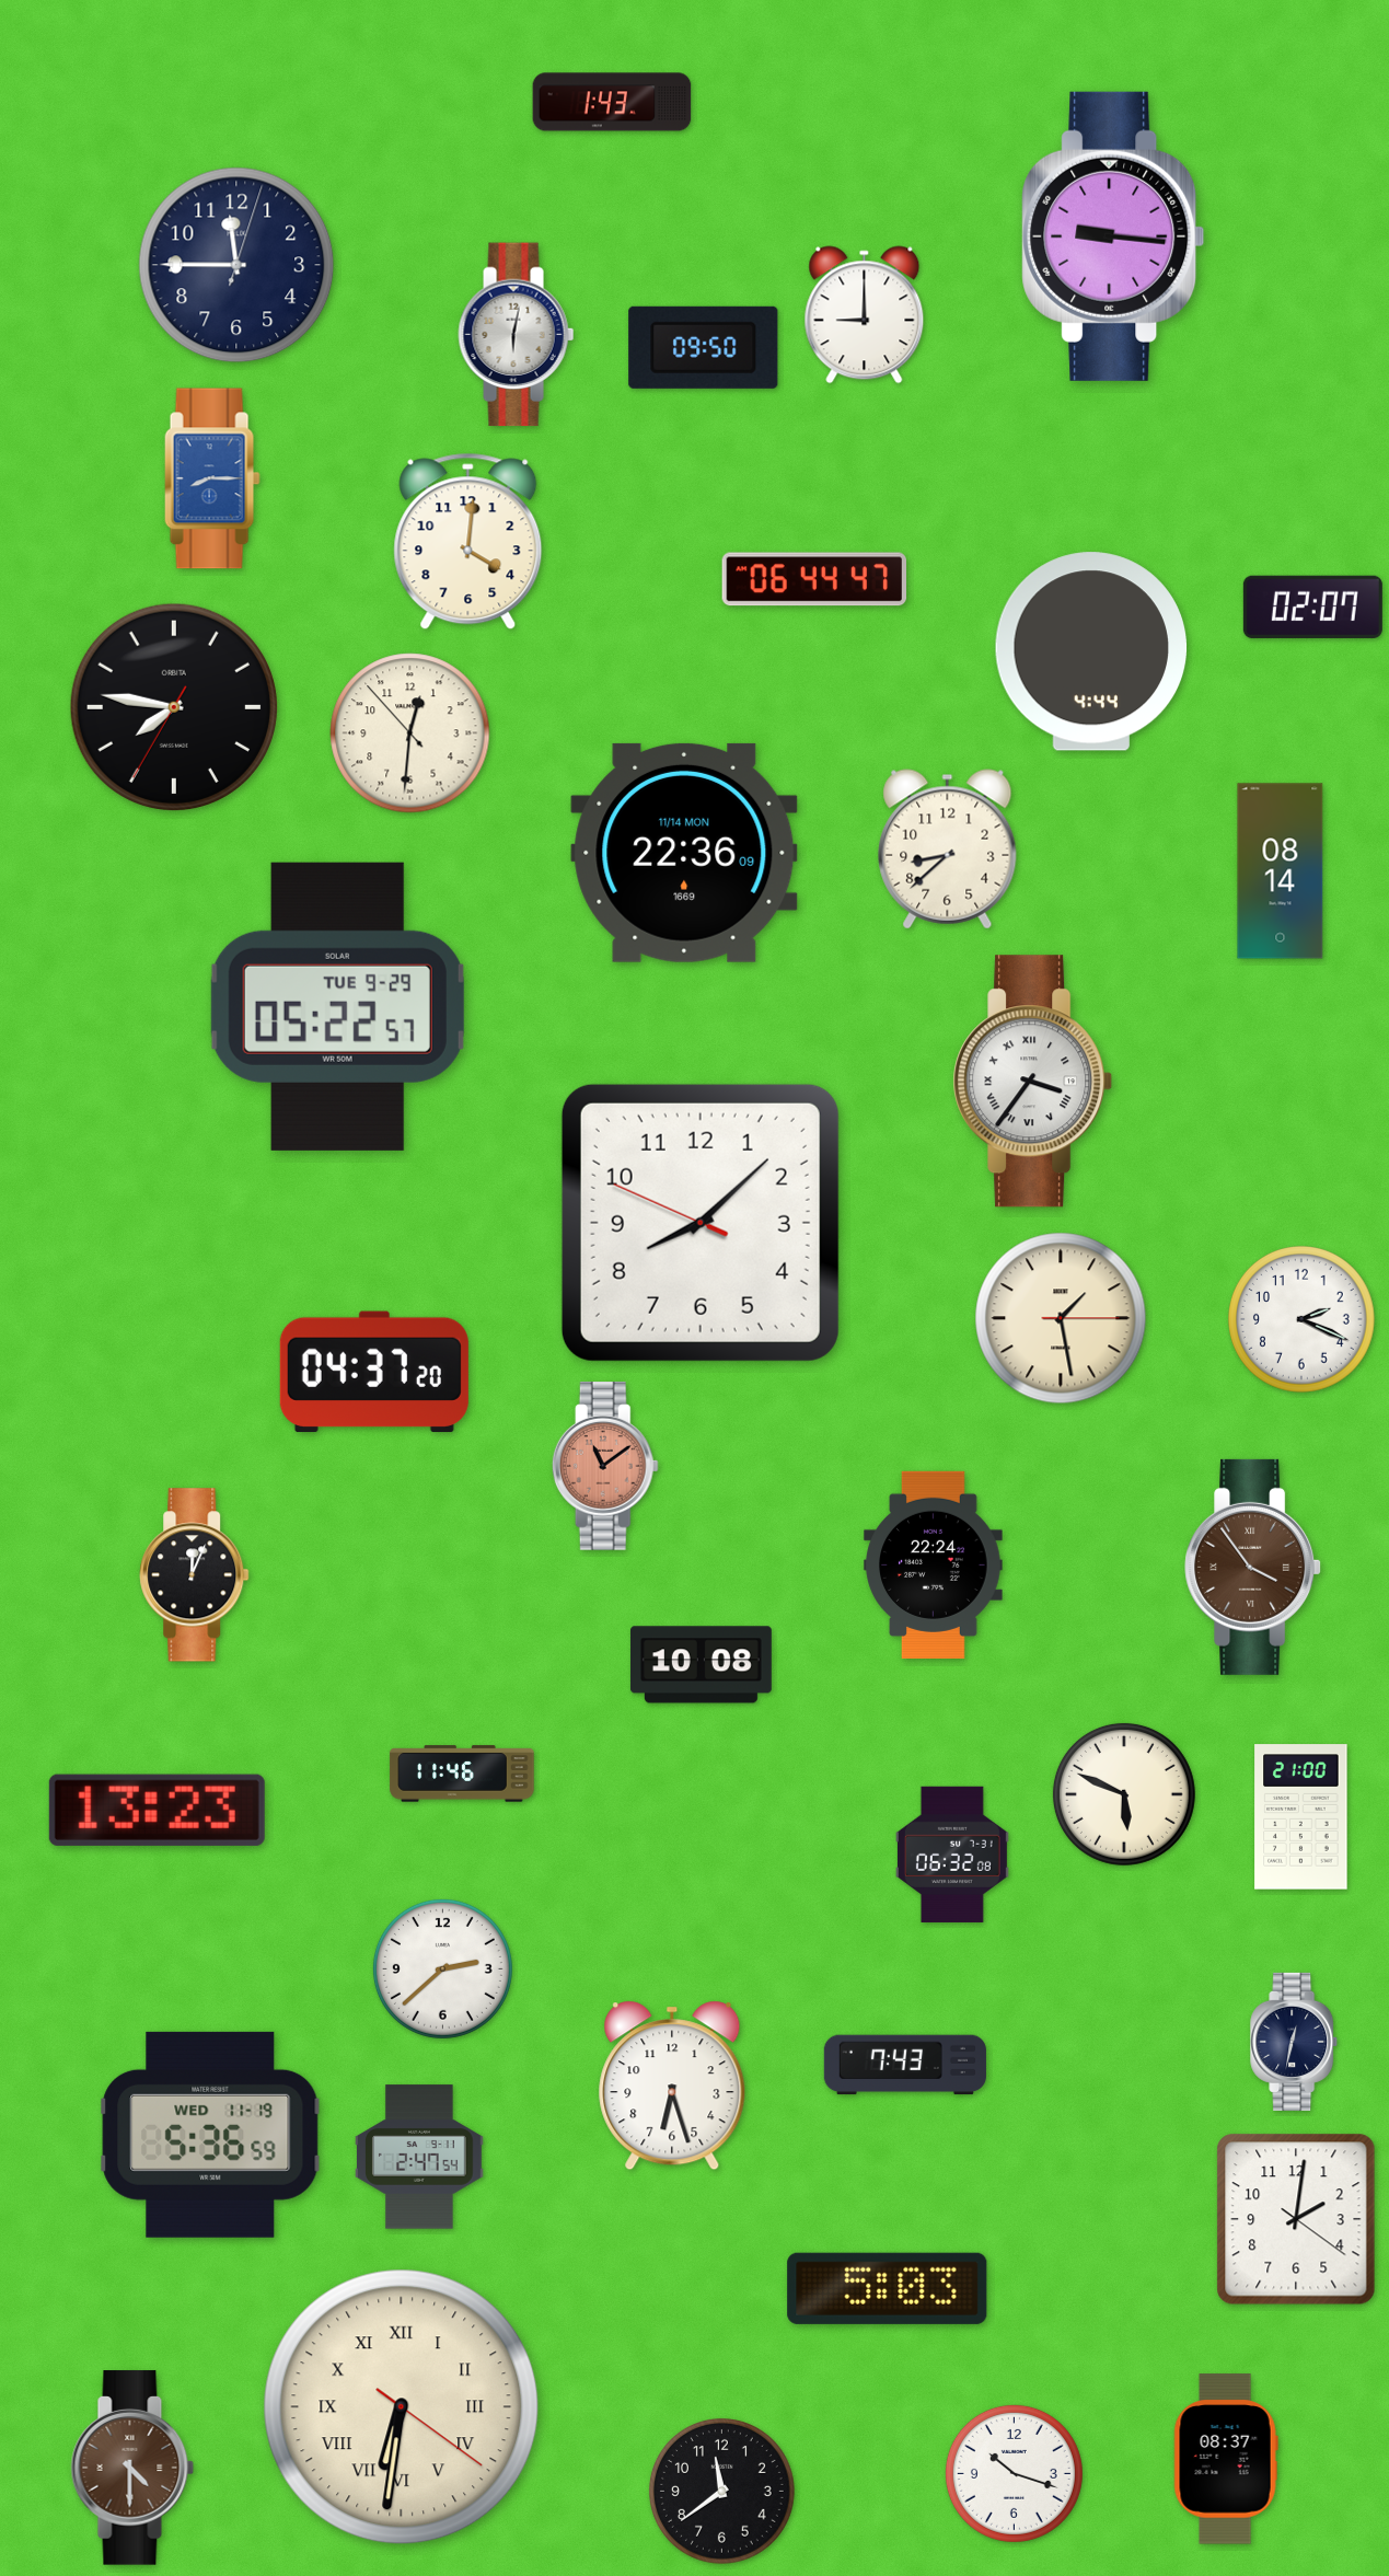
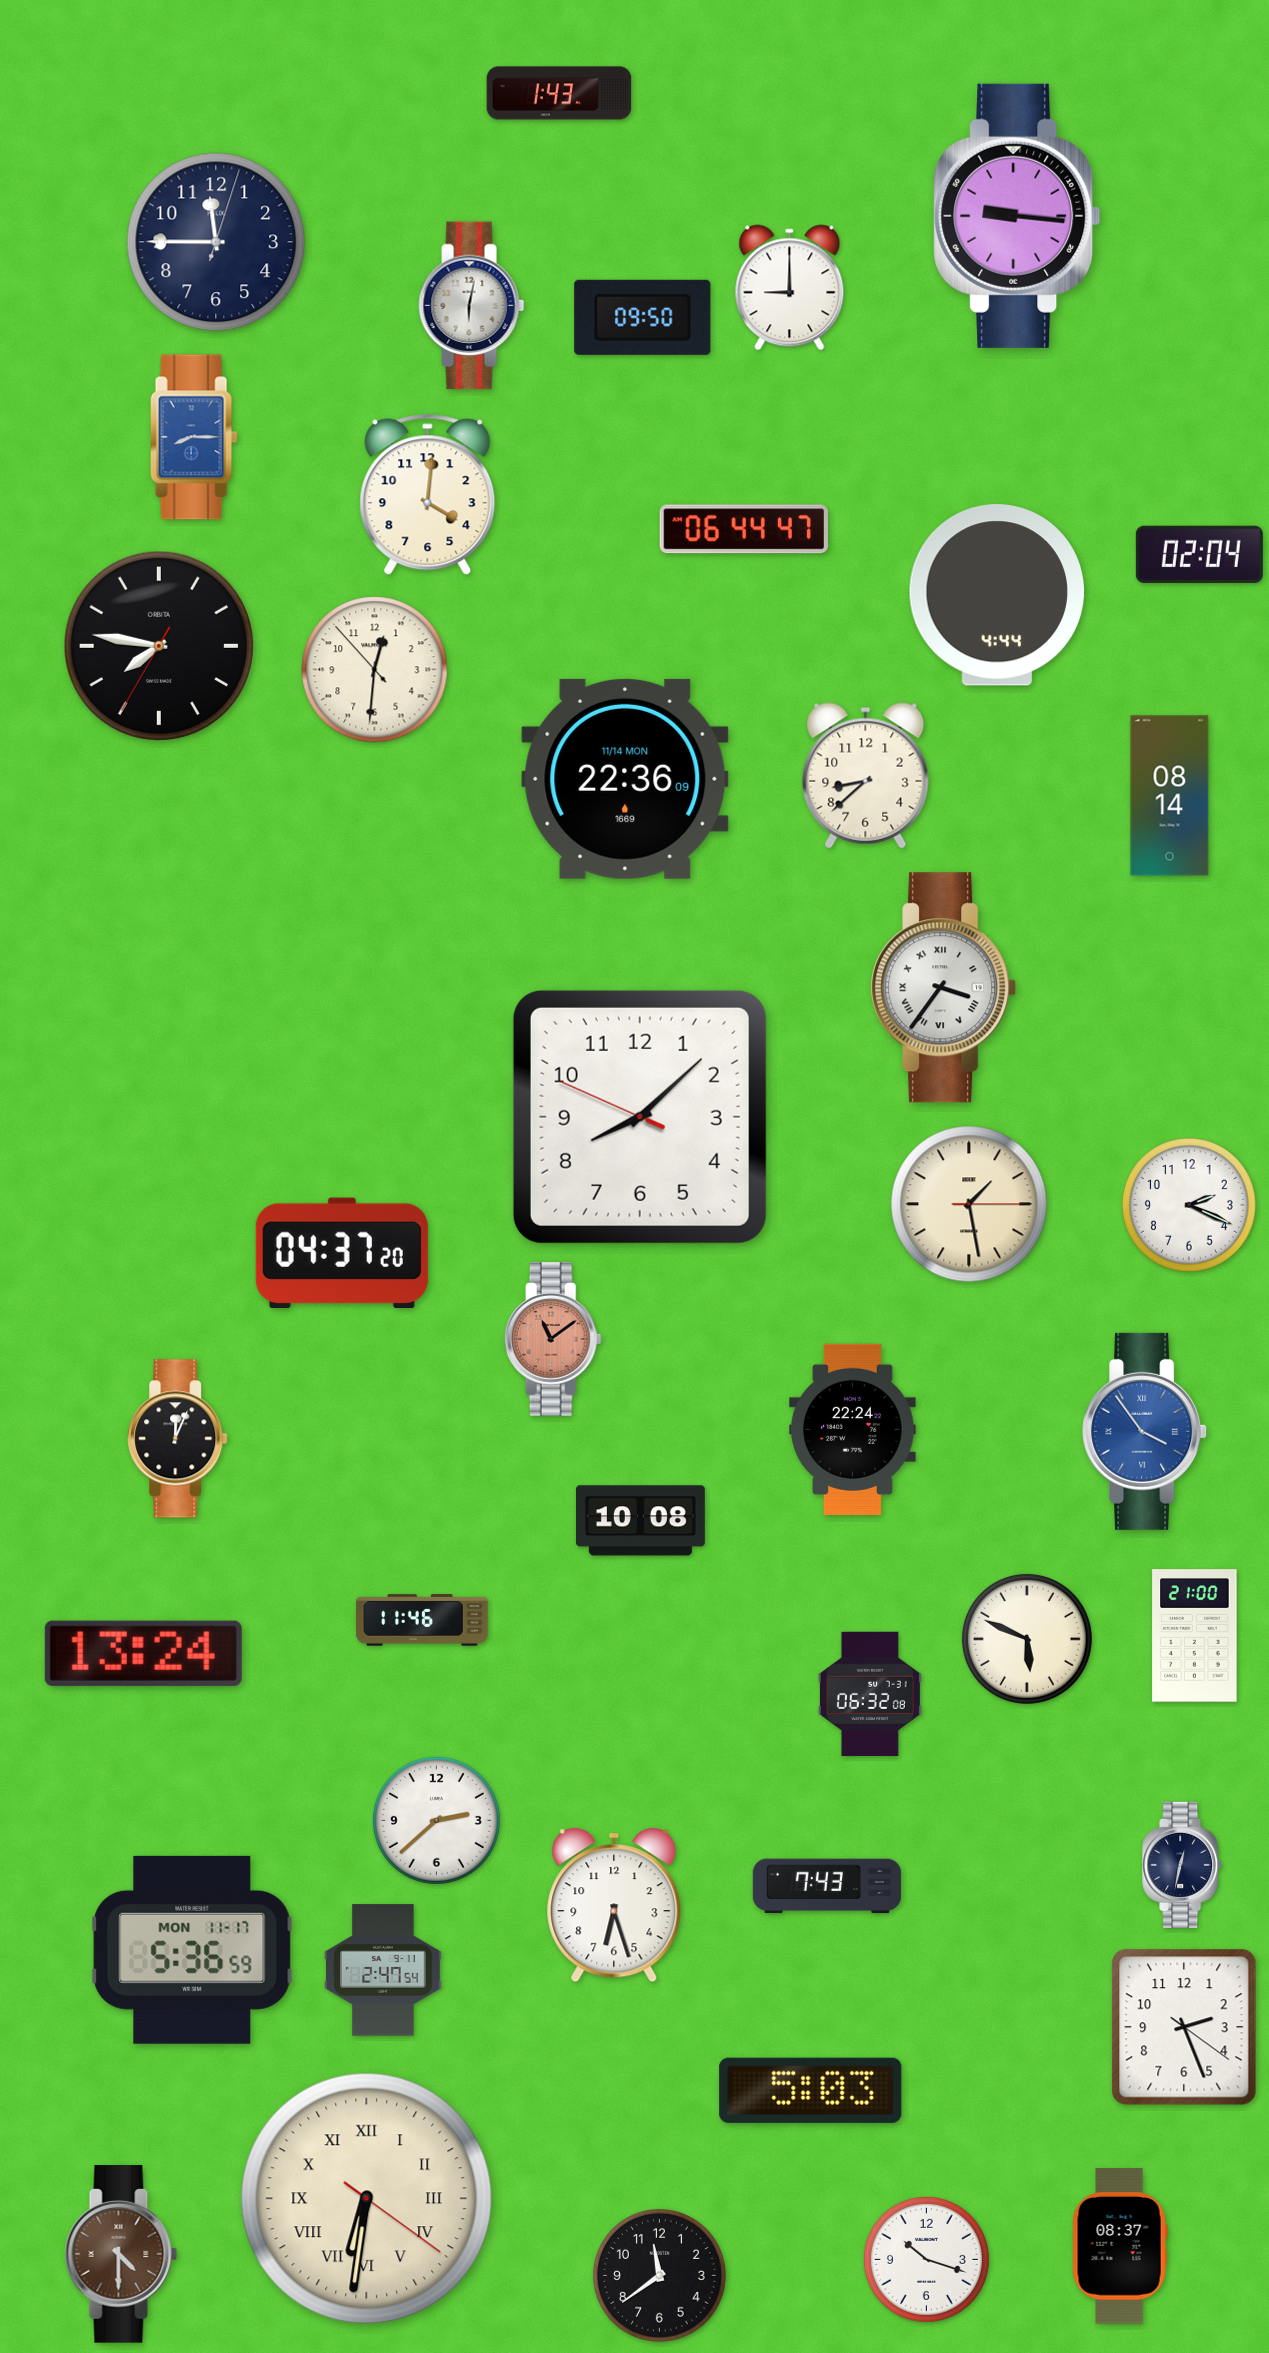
clock at (1312, 607): 02:07 -> 02:04
clock at (337, 1006): 05:22 -> none
clock at (1253, 1567) dial: brown -> blue
clock at (157, 1810): 13:23 -> 13:24
clock at (1301, 1817) position: (1301, 1817) -> (1195, 1636)
clock at (442, 1968) position: (442, 1968) -> (436, 1820)
clock at (210, 2135) date: WED 11-19 -> MON 11-17
clock at (1296, 2219): 2:01 -> 2:26
